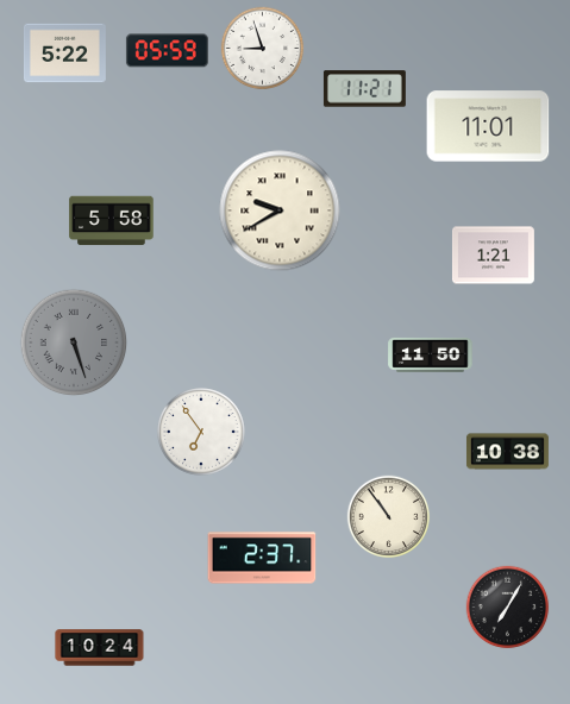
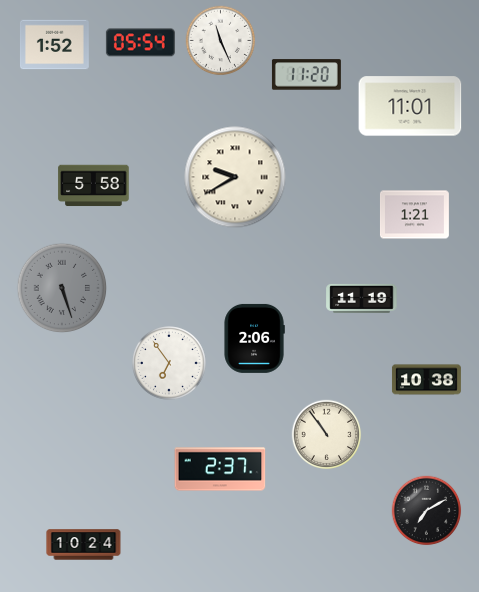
clock at (263, 49): 8:57 -> 11:26
clock at (167, 51): 05:59 -> 05:54
clock at (64, 54): 5:22 -> 1:52
clock at (364, 89): 11:21 -> 11:20
clock at (431, 354): 11:50 -> 11:19
clock at (254, 338): none -> 2:06
clock at (508, 608): 7:05 -> 7:10
